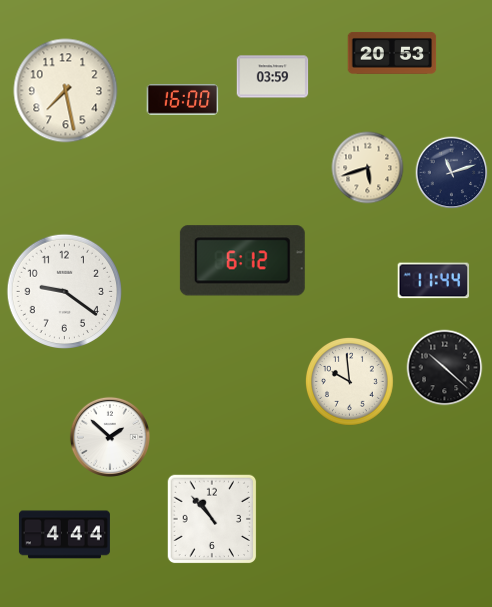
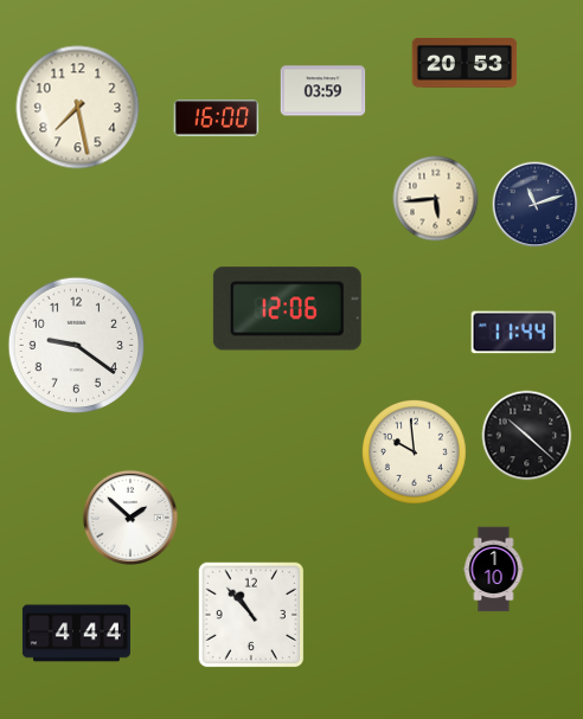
clock at (368, 168): 5:42 -> 5:44
clock at (242, 261): 6:12 -> 12:06
clock at (494, 570): none -> 1:10
